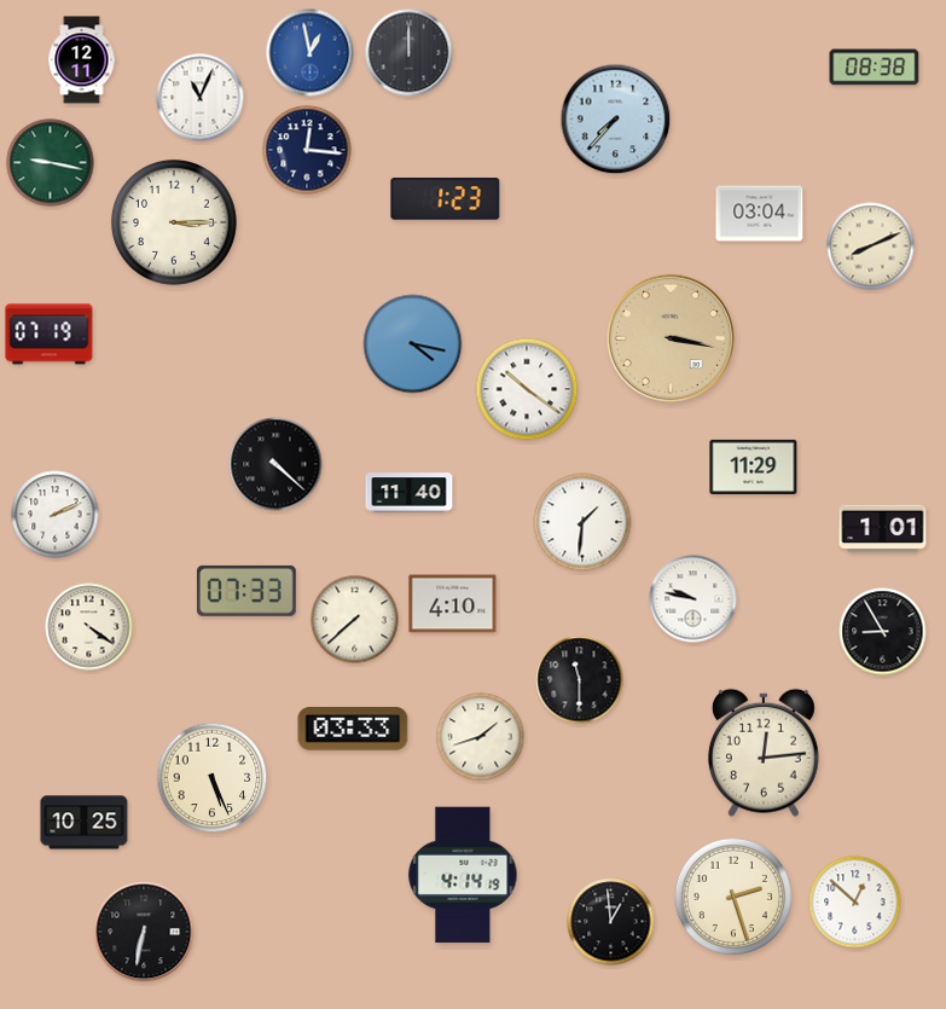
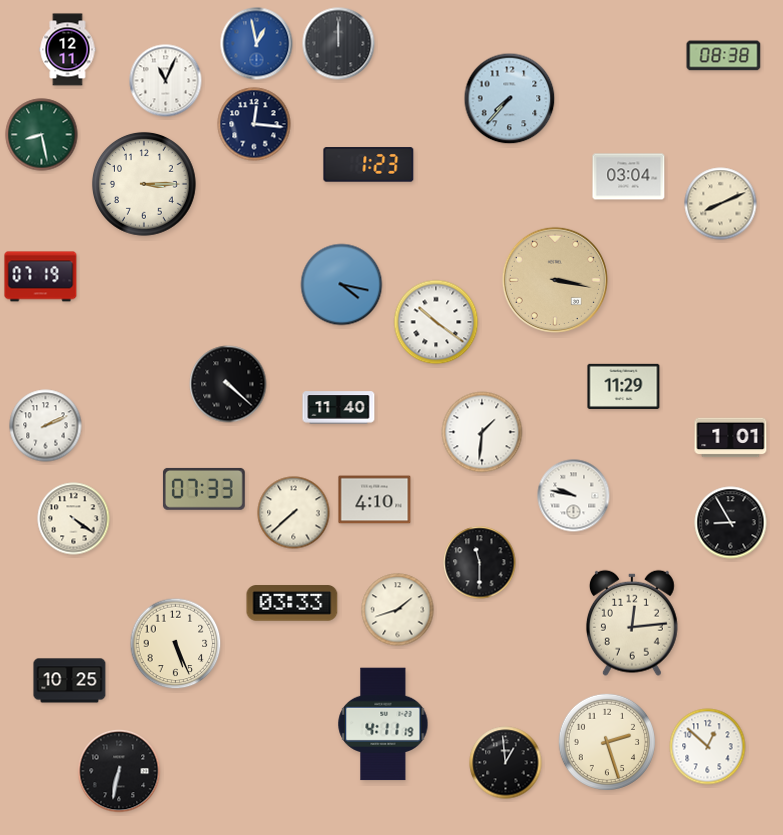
clock at (51, 163): 9:17 -> 8:28
clock at (463, 875): 4:14 -> 4:11
